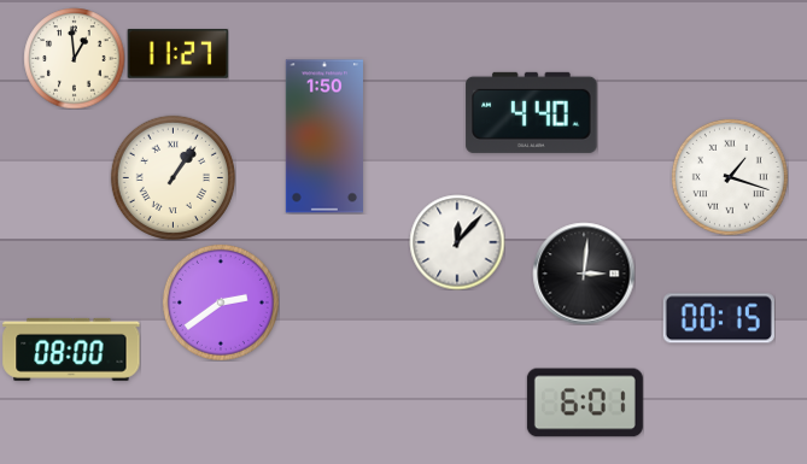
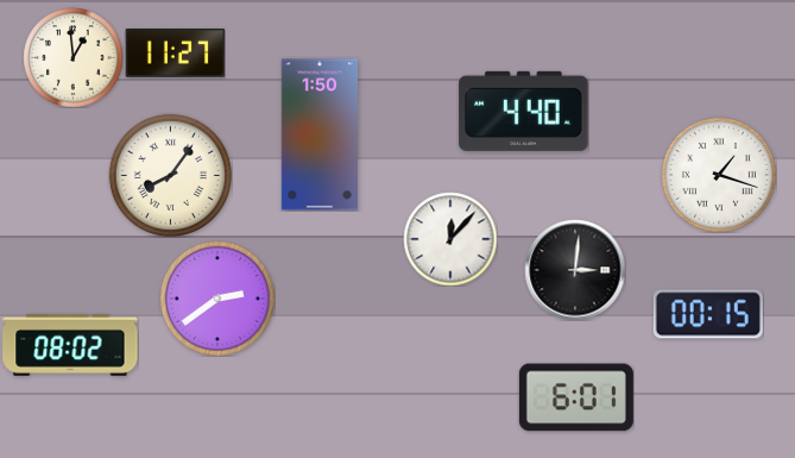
clock at (172, 177): 1:06 -> 8:06
clock at (71, 350): 08:00 -> 08:02
